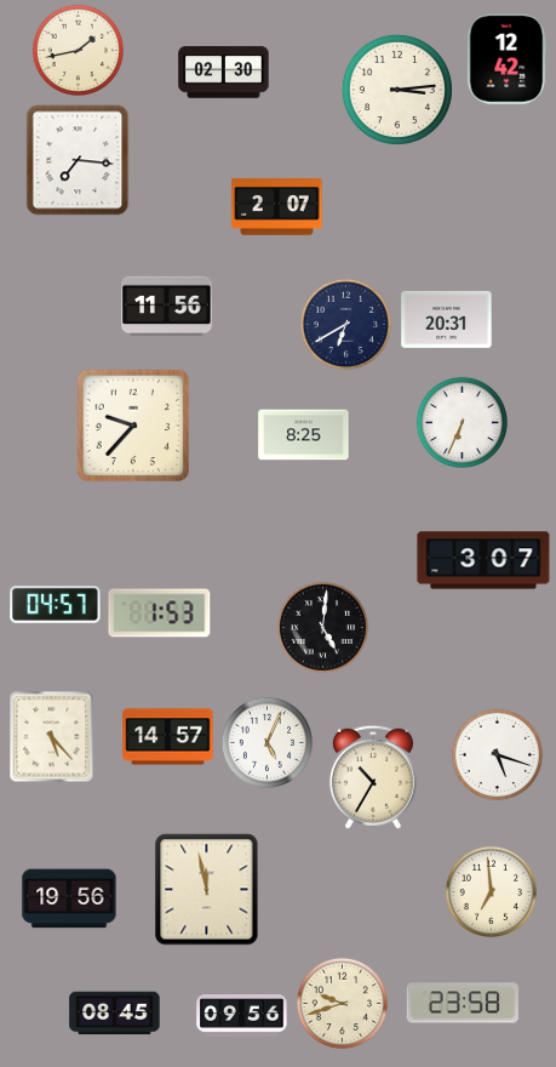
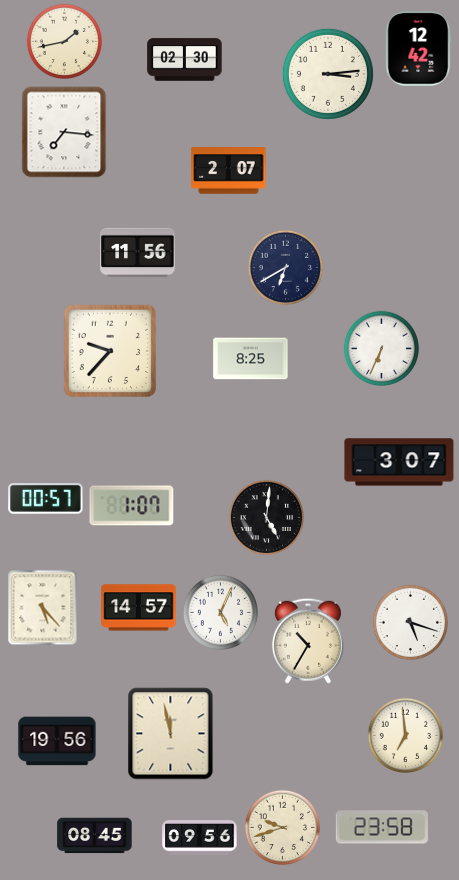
clock at (447, 319): 20:31 -> none
clock at (56, 605): 04:57 -> 00:57
clock at (160, 614): 1:53 -> 1:07
